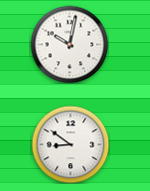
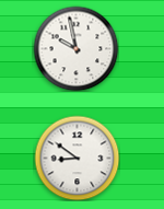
clock at (69, 44): 10:02 -> 9:58
